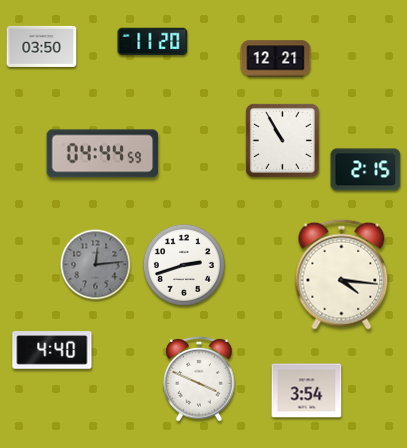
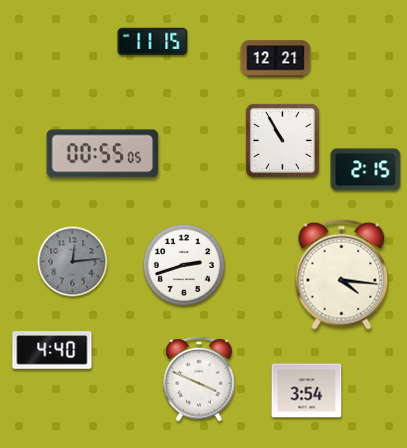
clock at (153, 42): 11:20 -> 11:15
clock at (42, 46): 03:50 -> none
clock at (103, 154): 04:44 -> 00:55
clock at (96, 265) position: (96, 265) -> (73, 262)
